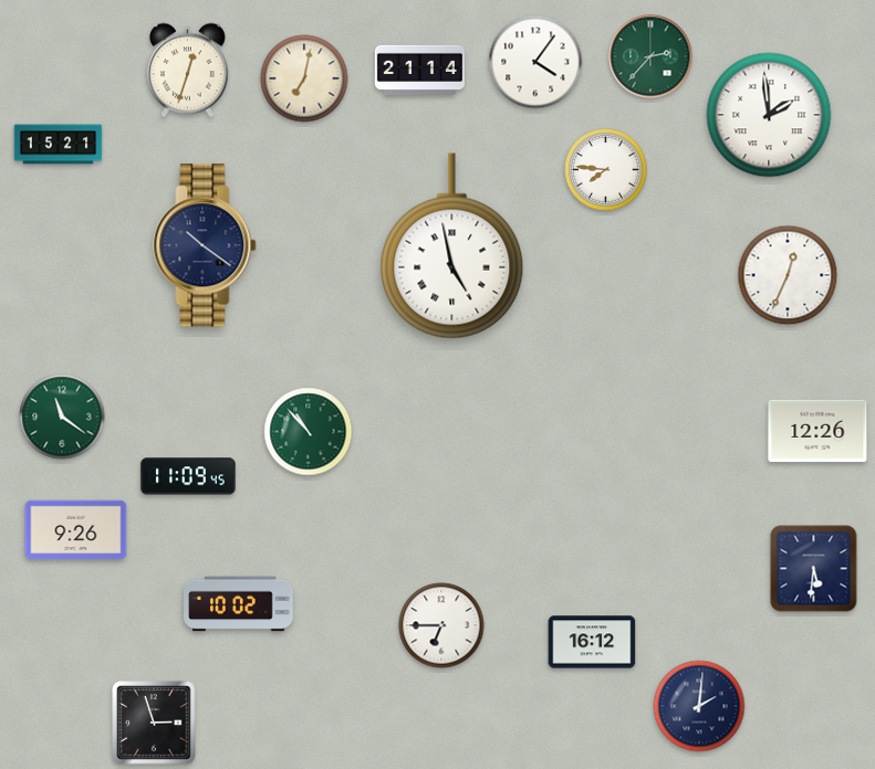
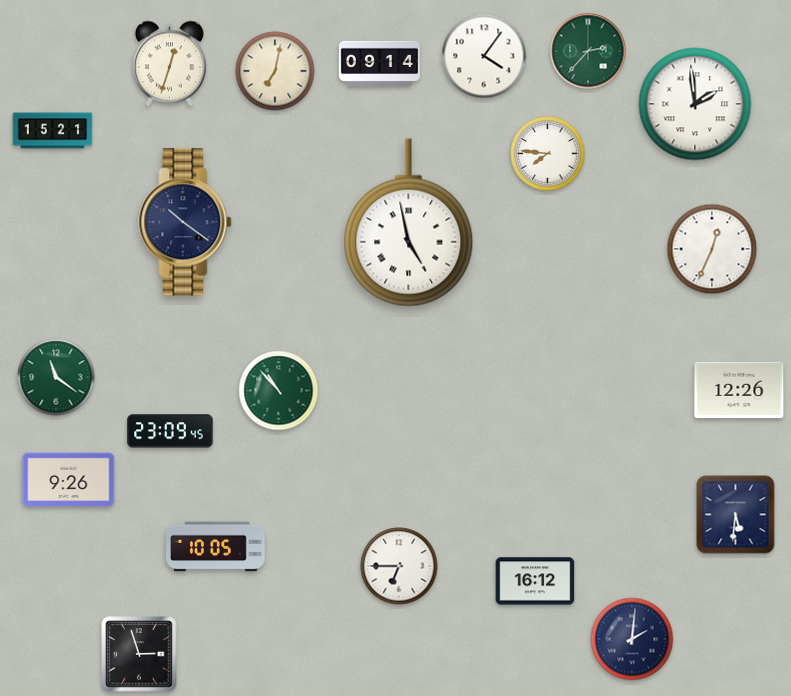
clock at (419, 70): 21:14 -> 09:14
clock at (188, 476): 11:09 -> 23:09
clock at (239, 604): 10:02 -> 10:05
